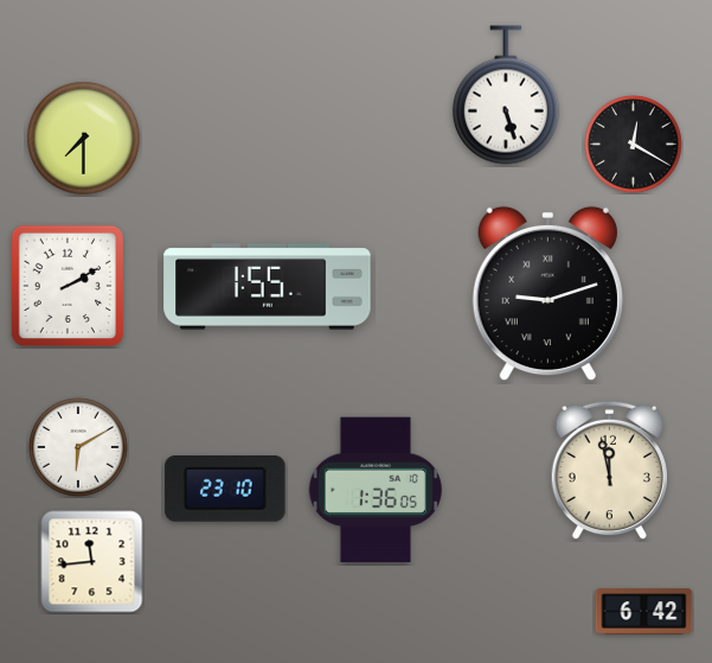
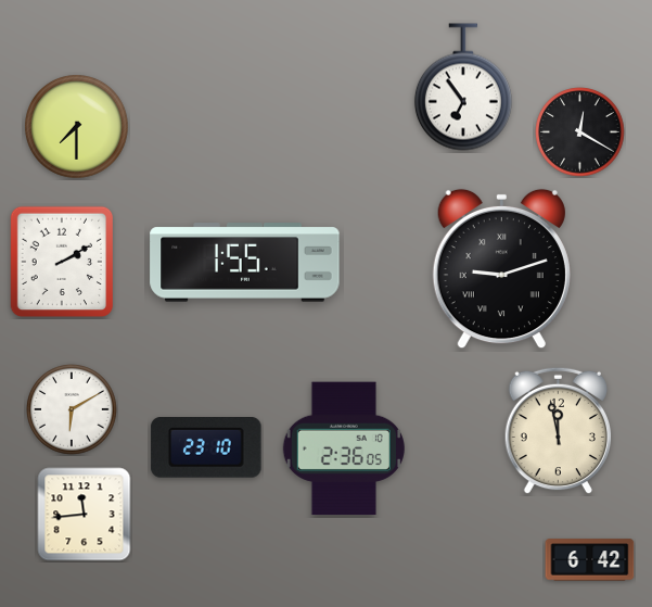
clock at (506, 95): 5:27 -> 6:54
clock at (376, 490): 1:36 -> 2:36
